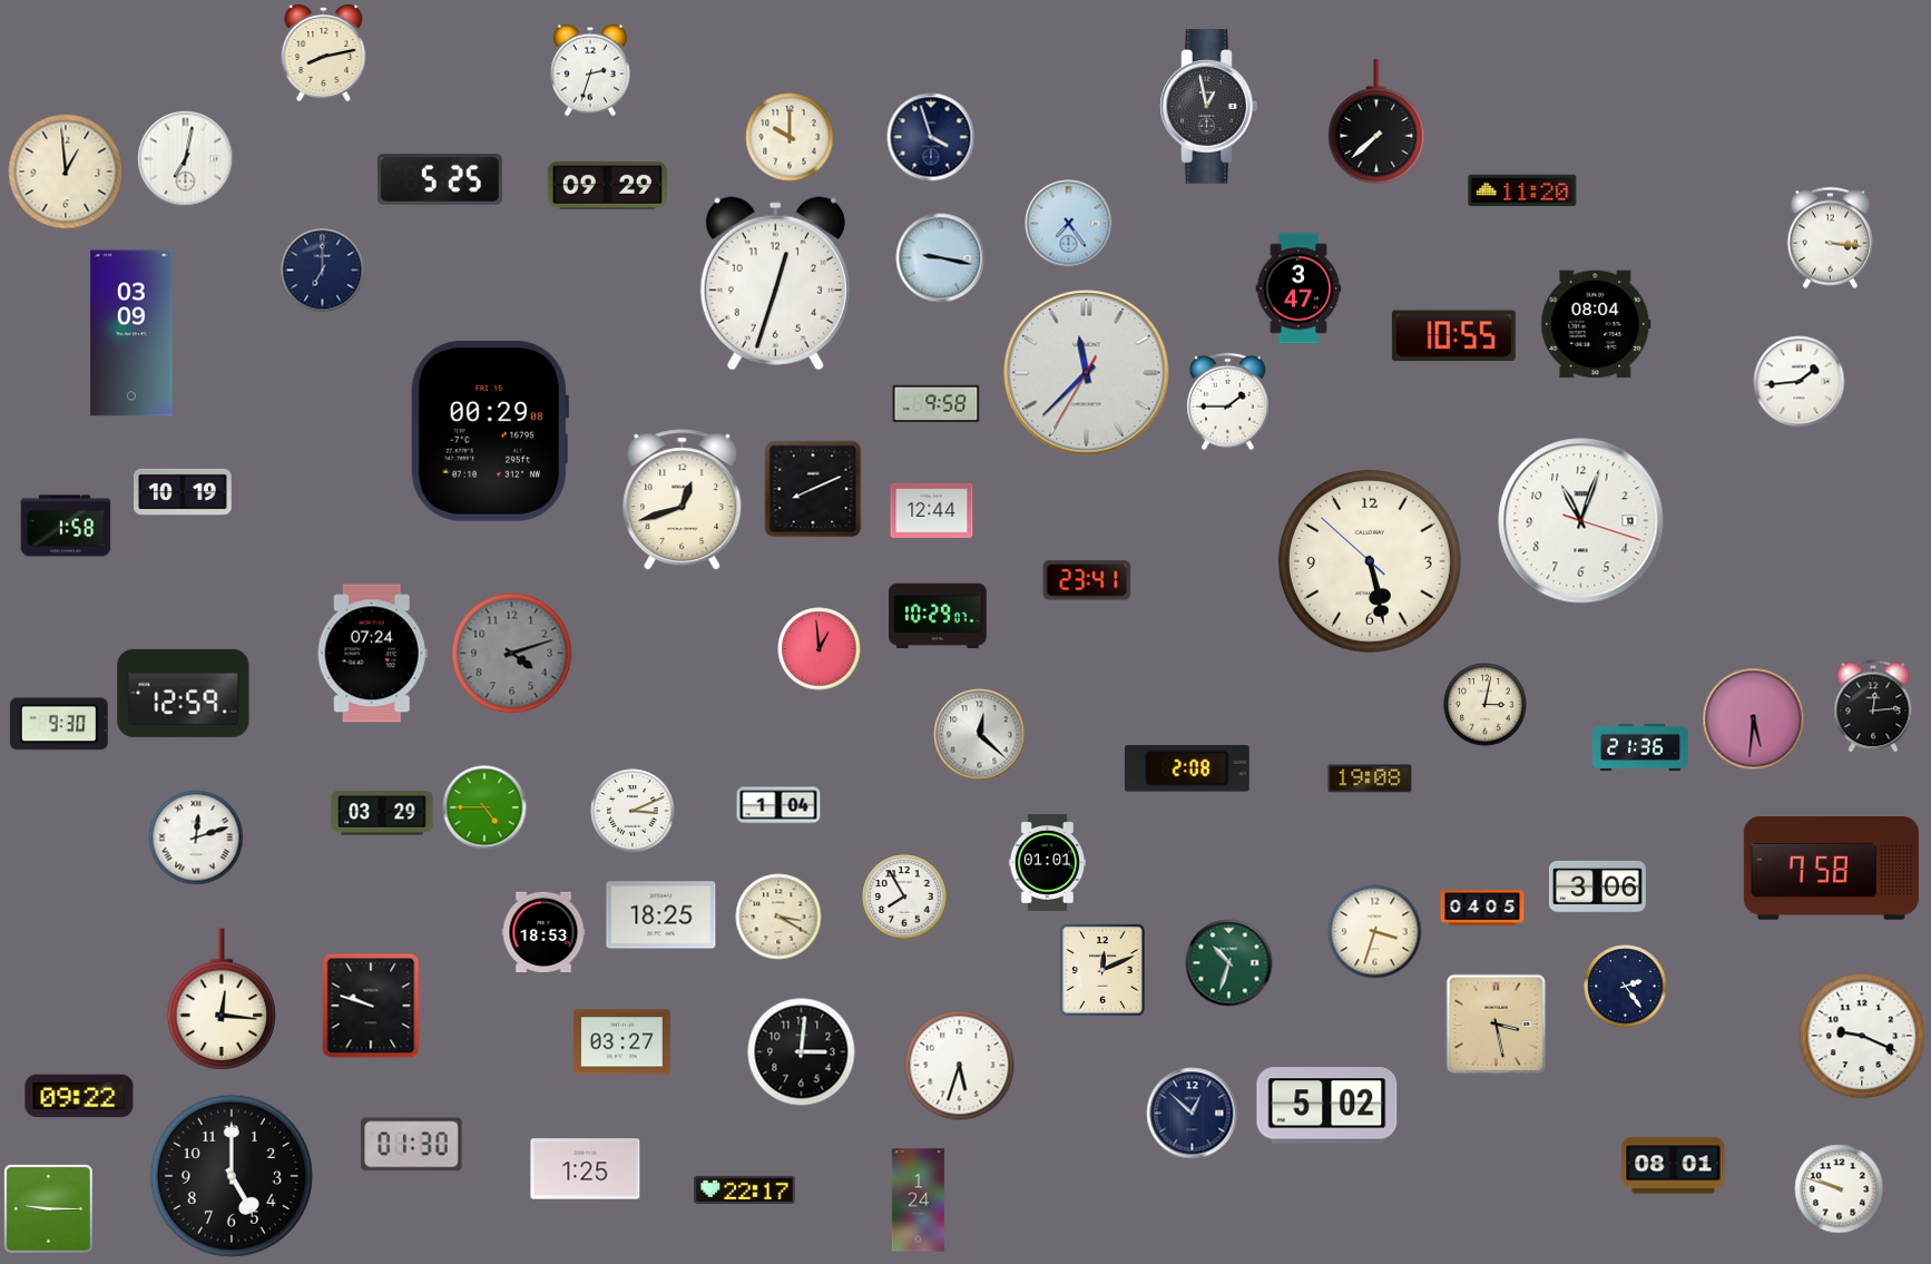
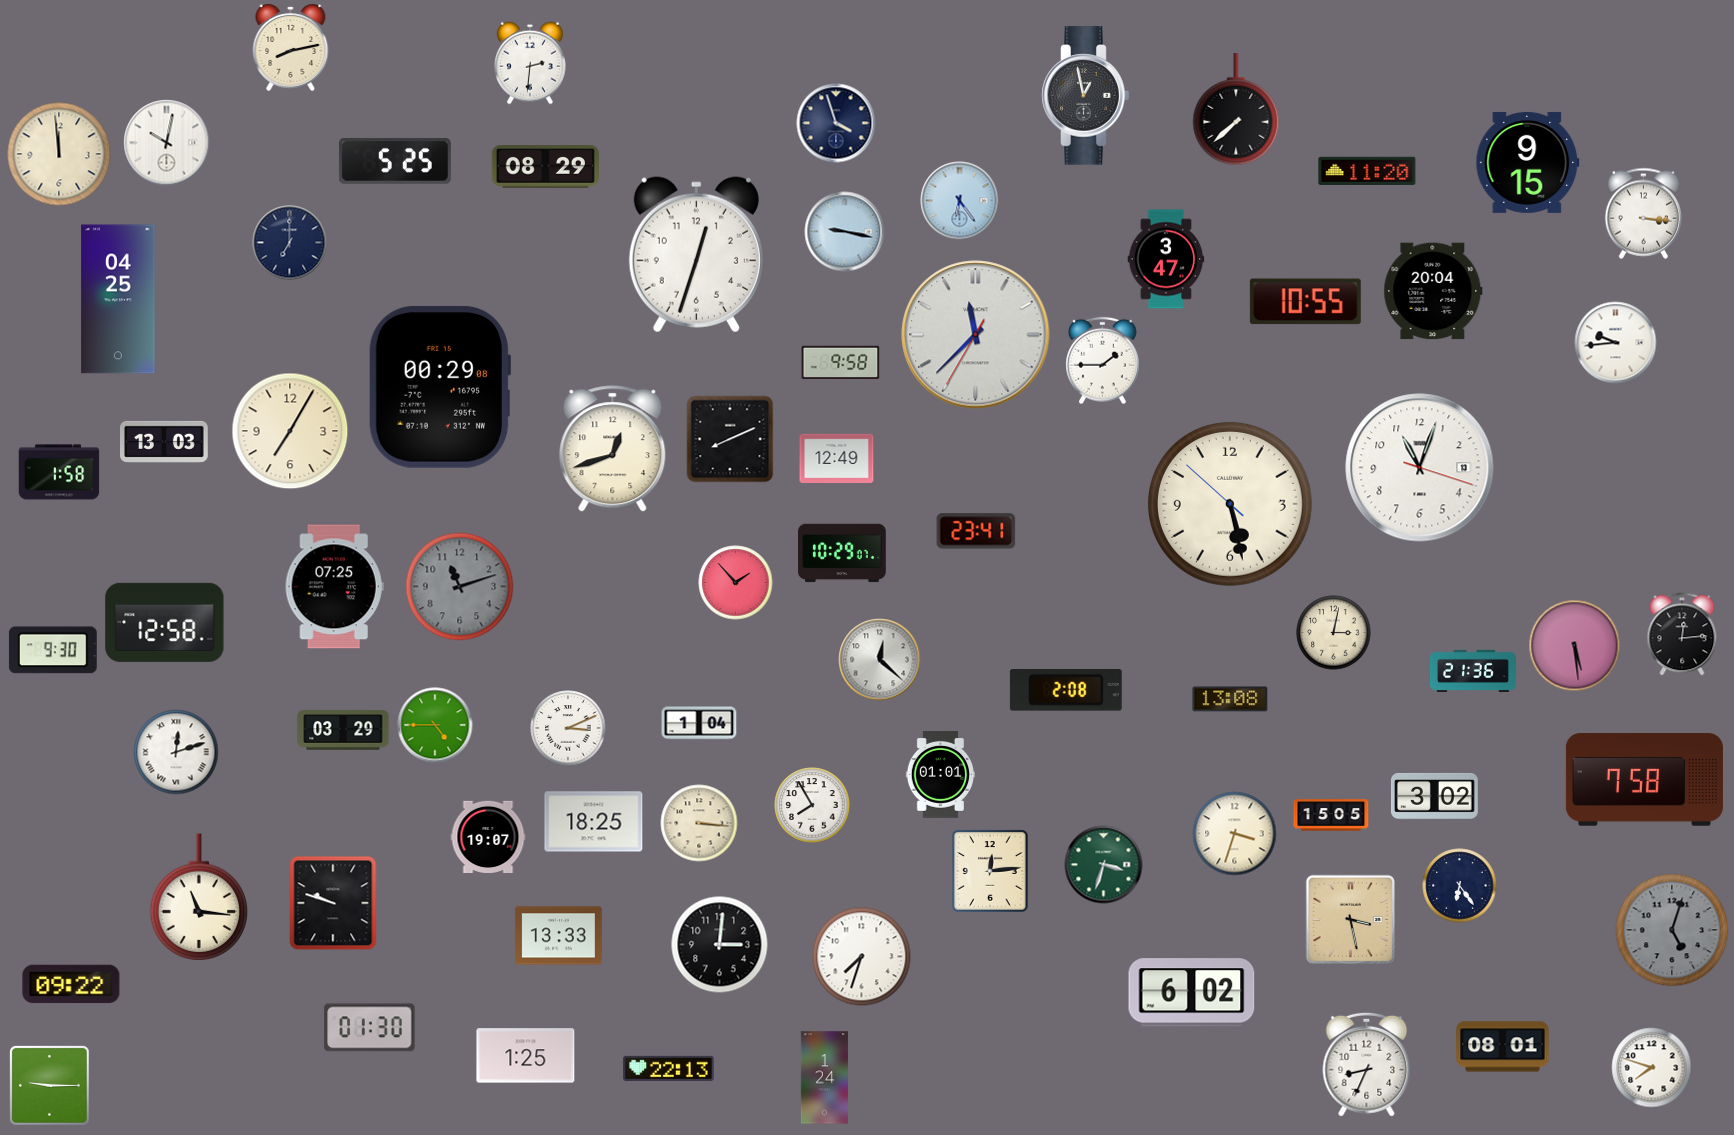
clock at (591, 70): 2:33 -> 2:31
clock at (790, 137): 10:00 -> none
clock at (186, 159): 7:02 -> 10:02
clock at (66, 172): 12:59 -> 11:59
clock at (1528, 162): none -> 9:15
clock at (607, 186): 09:29 -> 08:29
clock at (1069, 224): 7:24 -> 6:24
clock at (1596, 324): 08:04 -> 20:04
clock at (131, 333): 03:09 -> 04:25
clock at (1800, 382): 1:44 -> 9:44
clock at (290, 431): none -> 7:05
clock at (184, 492): 10:19 -> 13:03
clock at (932, 510): 12:44 -> 12:49
clock at (1087, 580) position: (1087, 580) -> (976, 531)
clock at (820, 649): 12:59 -> 1:53
clock at (372, 654): 07:24 -> 07:25
clock at (512, 654): 4:12 -> 11:12
clock at (184, 693): 12:59 -> 12:58
clock at (1754, 719): 5:31 -> 5:29
clock at (1370, 778): 19:08 -> 13:08
clock at (1597, 886): 3:06 -> 3:02
clock at (1482, 908): 04:05 -> 15:05
clock at (778, 917): 3:20 -> 3:16
clock at (543, 931): 18:53 -> 19:07
clock at (1375, 932) position: (1375, 932) -> (1235, 834)
clock at (1229, 963): 10:33 -> 3:33
clock at (1102, 970): 12:11 -> 12:14
clock at (1626, 987): 2:24 -> 6:24
clock at (222, 1000): 12:16 -> 11:16
clock at (1497, 1025) position: (1497, 1025) -> (1351, 920)
clock at (1862, 1036): 9:19 -> 5:03
clock at (1862, 1036) dial: white -> grey
clock at (621, 1042): 03:27 -> 13:33
clock at (960, 1066): 5:33 -> 7:33
clock at (1327, 1106): 5:02 -> 6:02
clock at (1193, 1114): 12:52 -> none
clock at (586, 1169) position: (586, 1169) -> (526, 1056)
clock at (232, 1176): 5:00 -> none
clock at (1367, 1064): none -> 8:34
clock at (745, 1189): 22:17 -> 22:13
clock at (1840, 1189): 9:48 -> 7:48
clock at (48, 1208) position: (48, 1208) -> (49, 1085)
